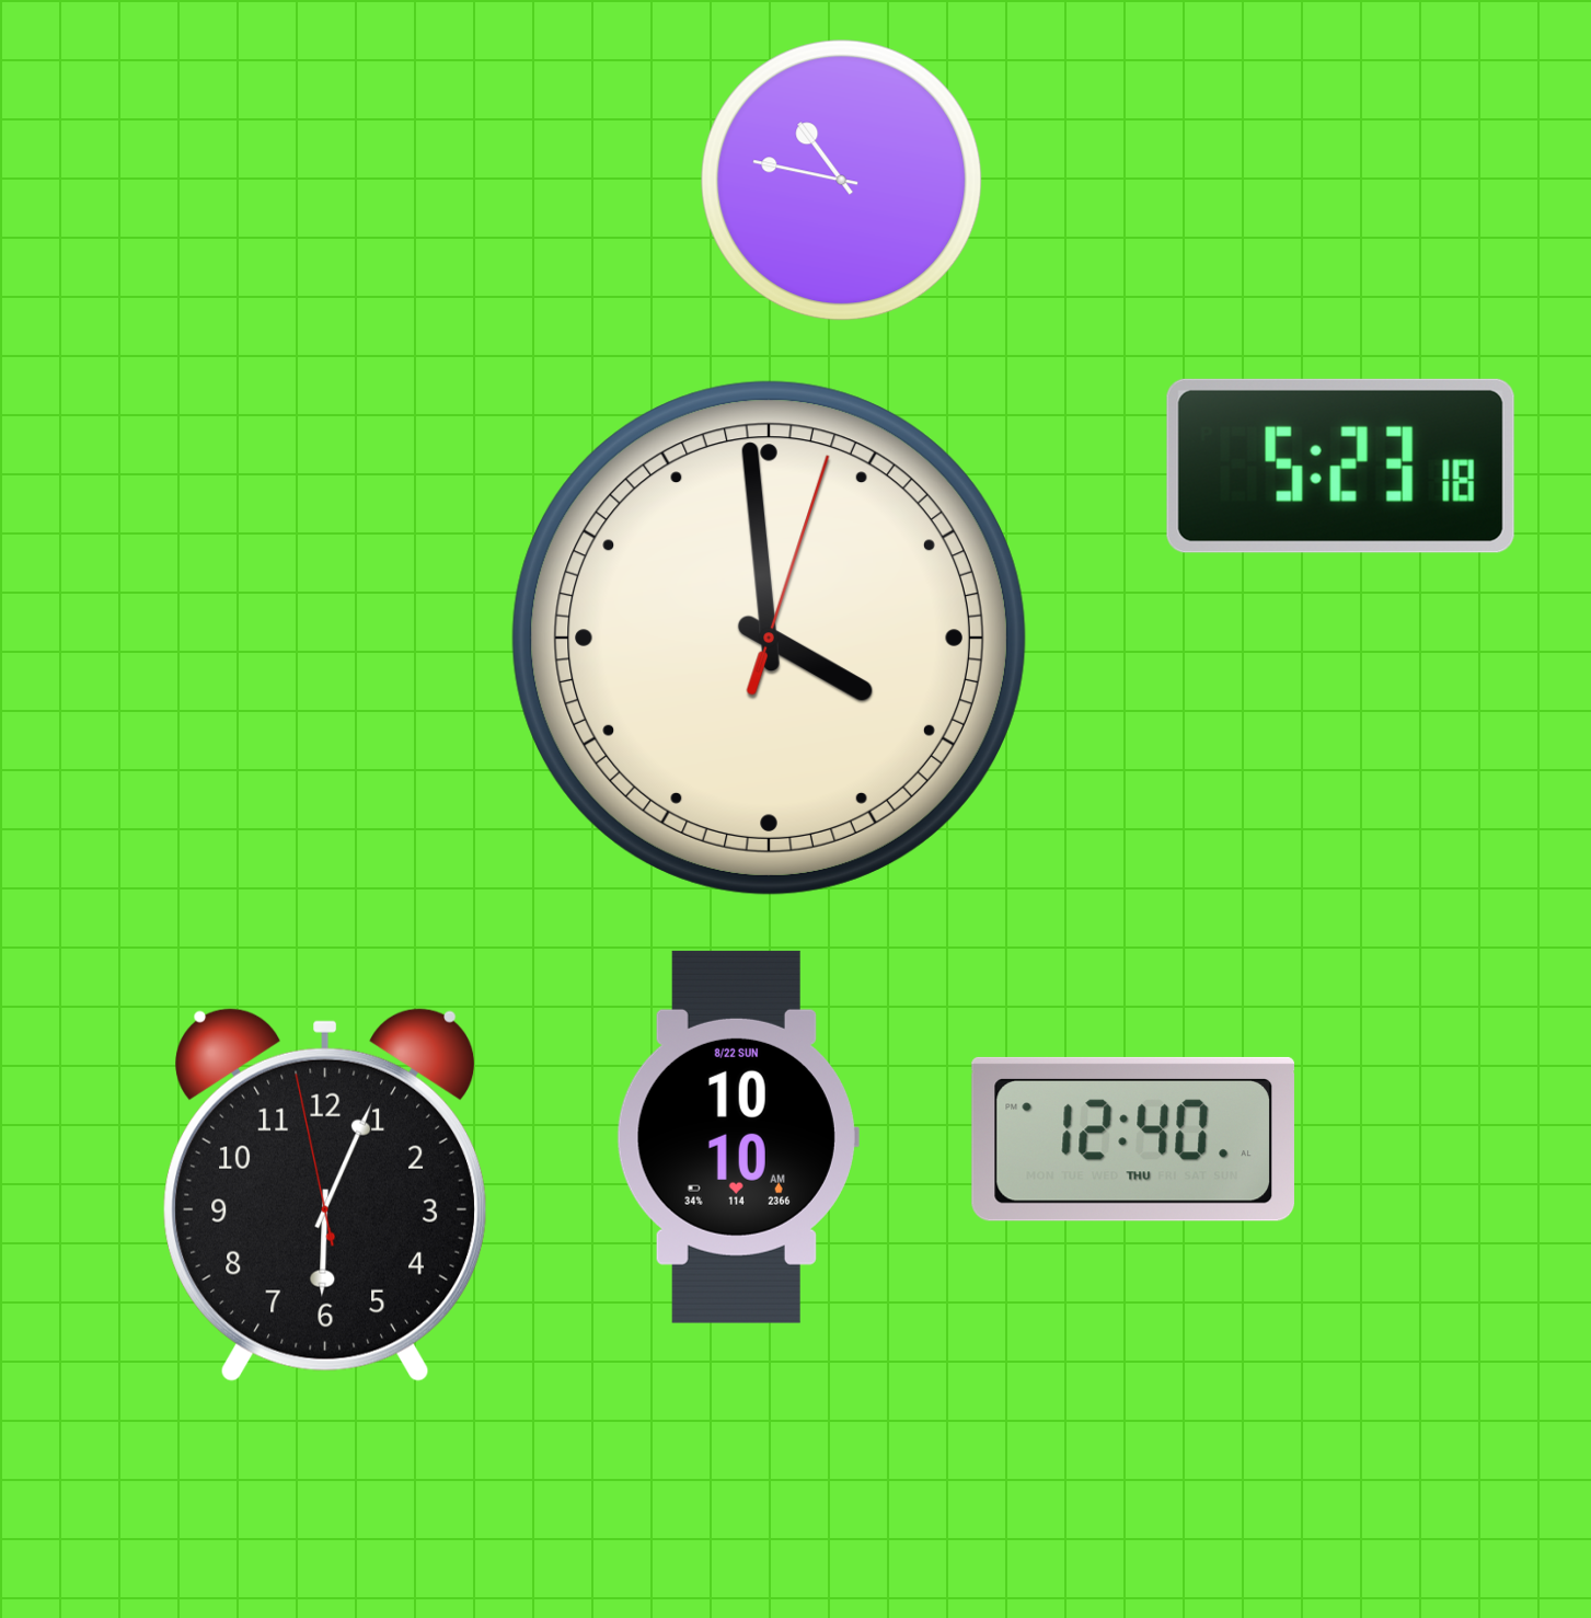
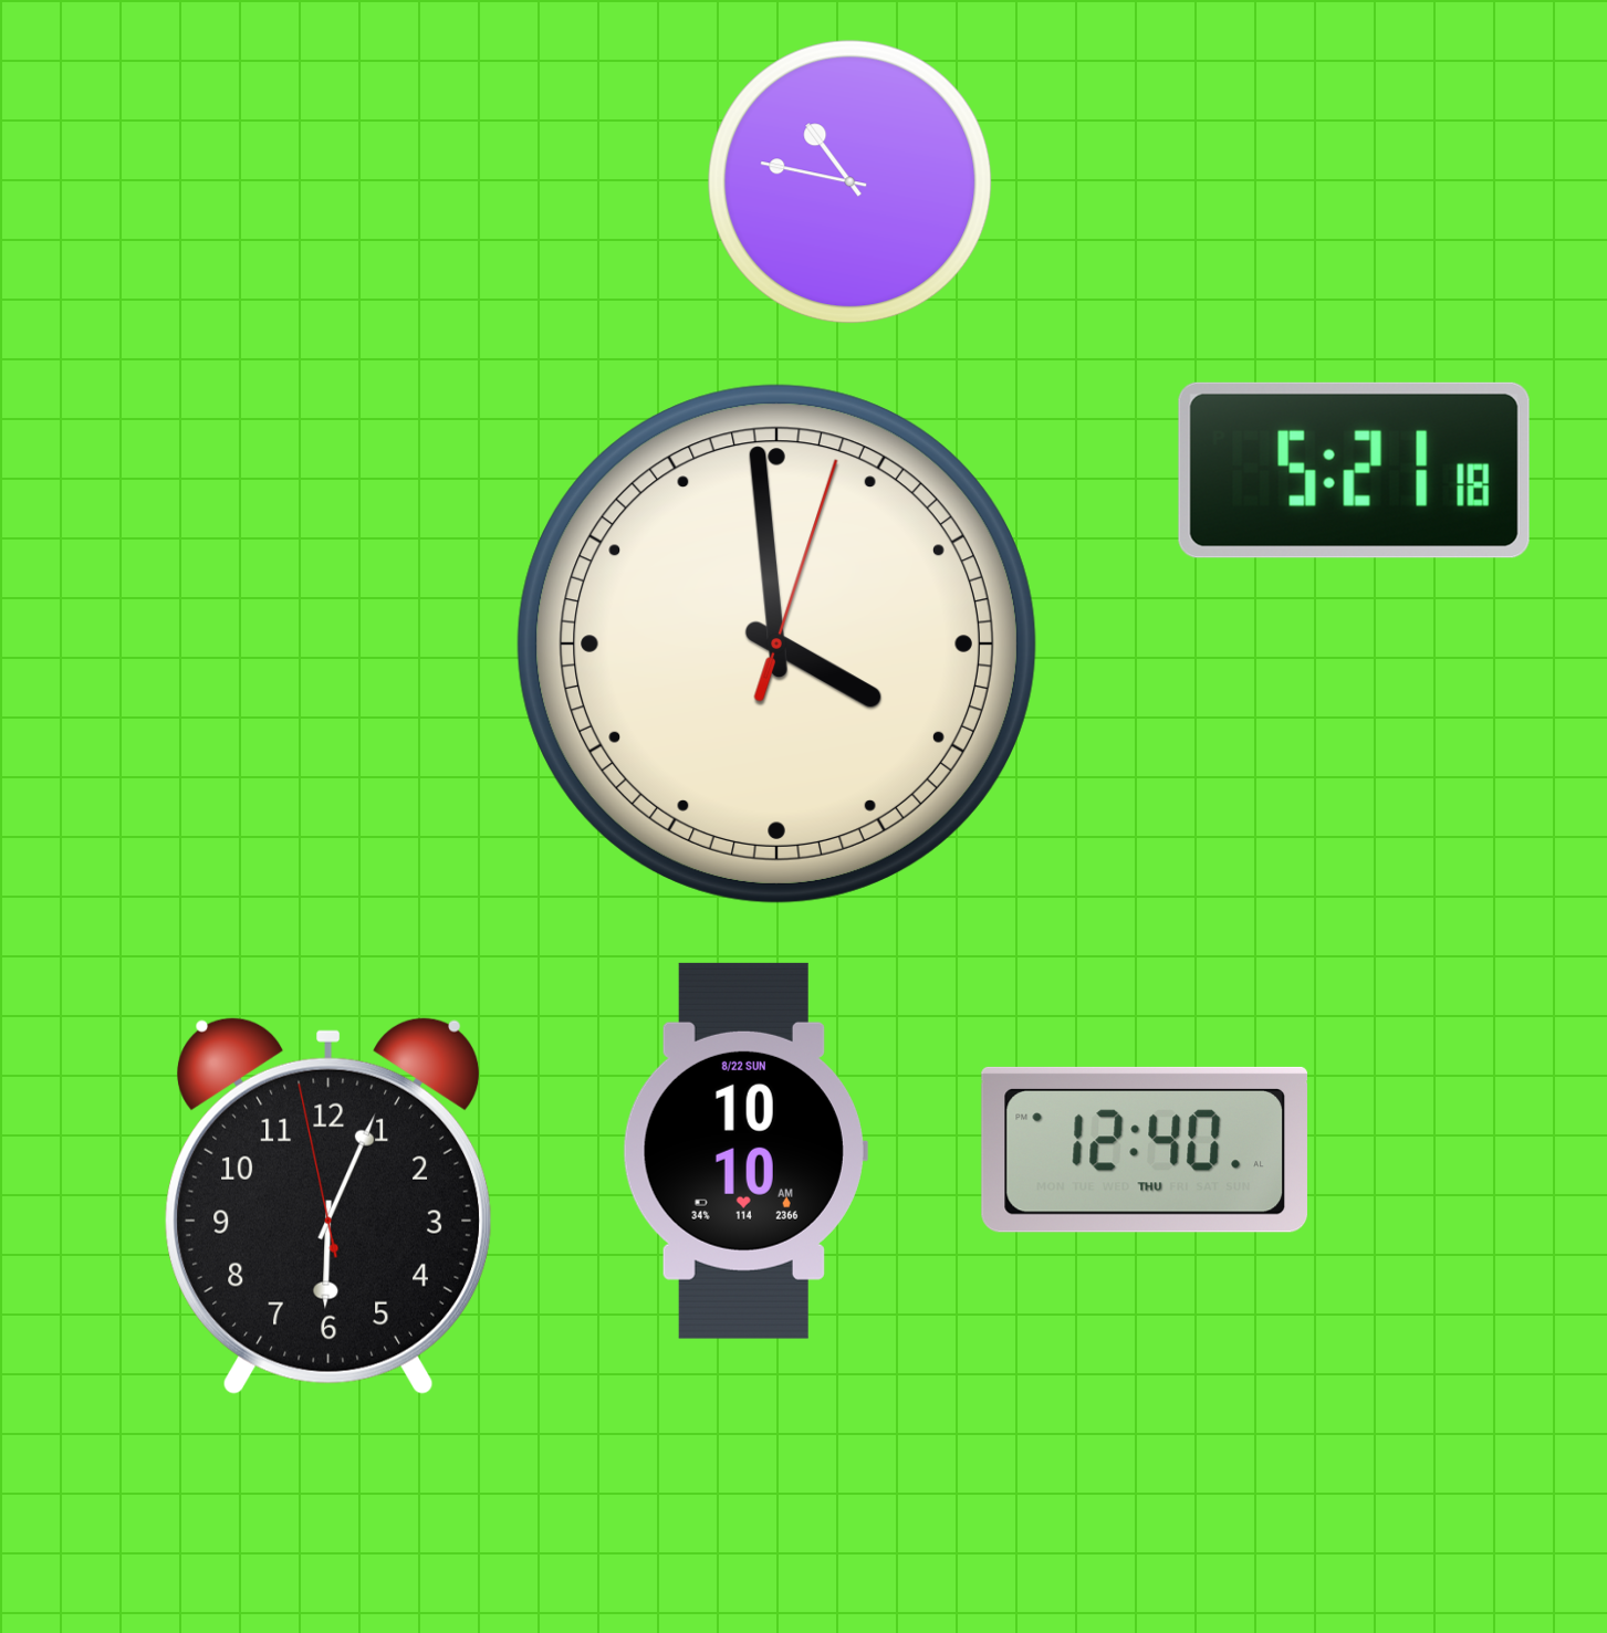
clock at (1340, 466): 5:23 -> 5:21
clock at (737, 1137) position: (737, 1137) -> (744, 1151)
